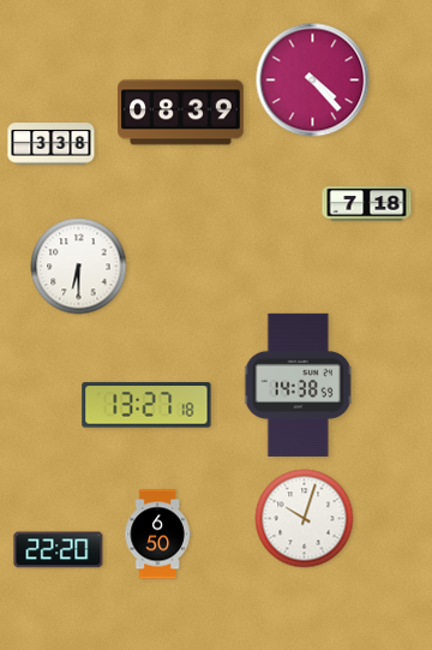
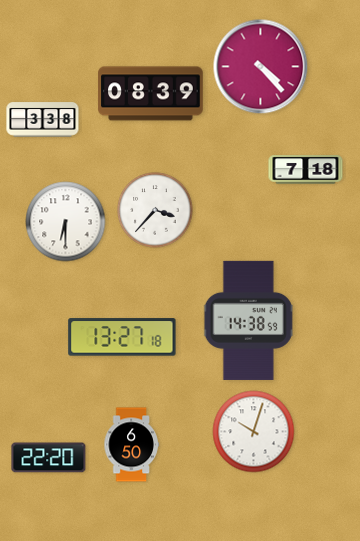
clock at (155, 210): none -> 3:37
